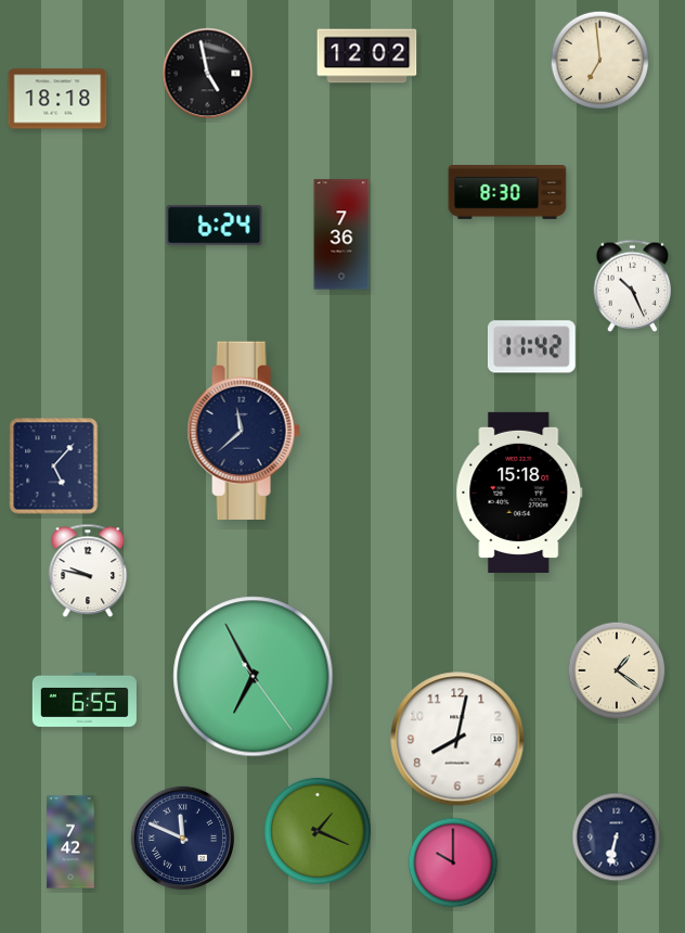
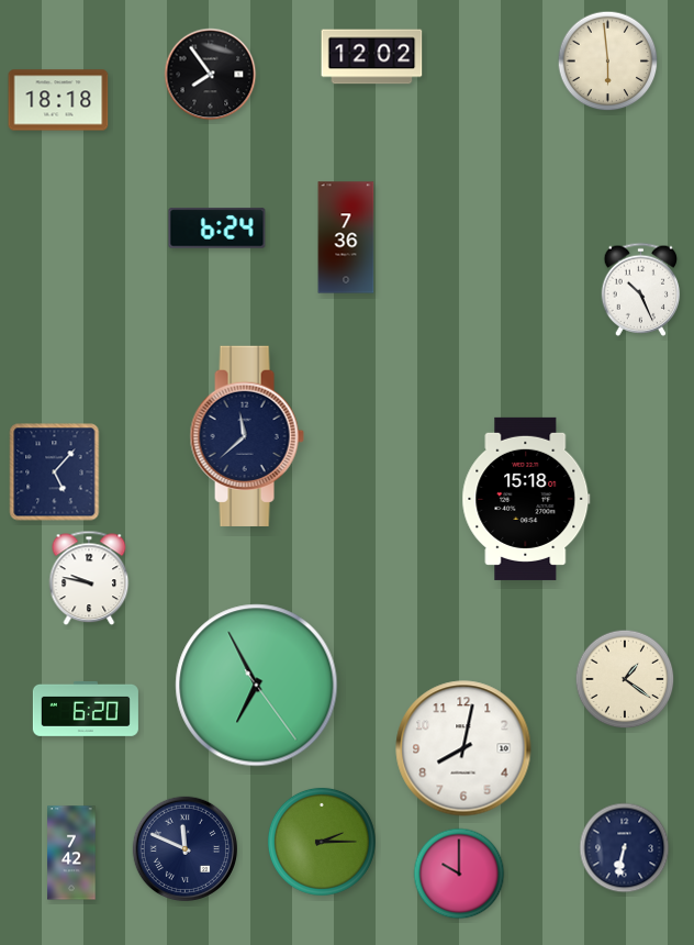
clock at (600, 61): 6:59 -> 5:59
clock at (208, 74): 4:58 -> 7:54
clock at (507, 193): 8:30 -> none
clock at (531, 347): 11:42 -> none
clock at (85, 700): 6:55 -> 6:20
clock at (318, 831): 1:19 -> 2:15
